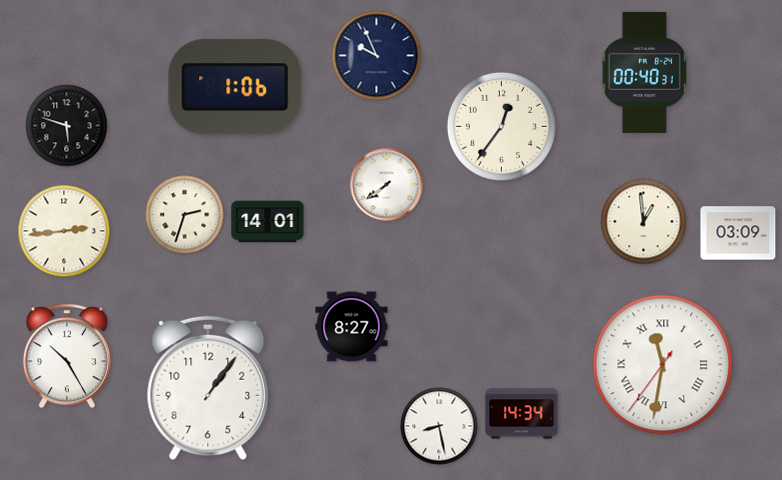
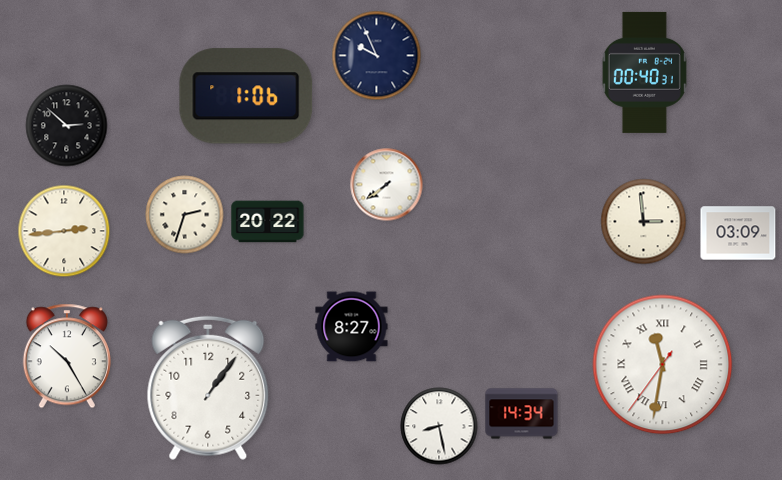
clock at (235, 87) position: (235, 87) -> (246, 96)
clock at (67, 126): 5:48 -> 2:52
clock at (501, 126): 12:36 -> none
clock at (268, 222): 14:01 -> 20:22
clock at (644, 222): 12:59 -> 2:59
